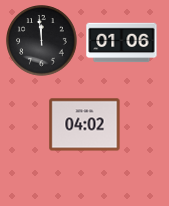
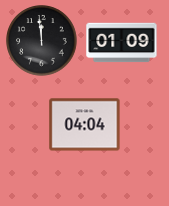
clock at (122, 43): 01:06 -> 01:09
clock at (85, 125): 04:02 -> 04:04
